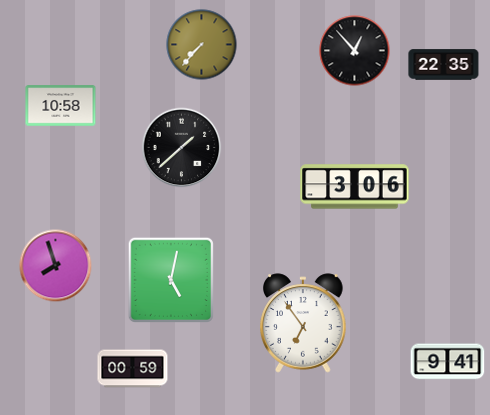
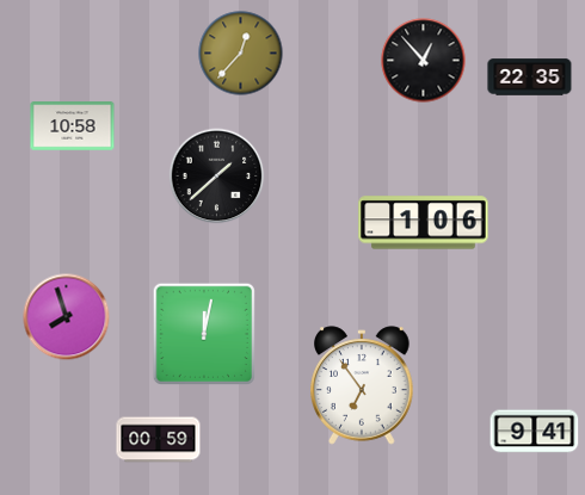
clock at (202, 45): 7:37 -> 12:37
clock at (355, 187): 3:06 -> 1:06
clock at (171, 280): 5:02 -> 12:02
